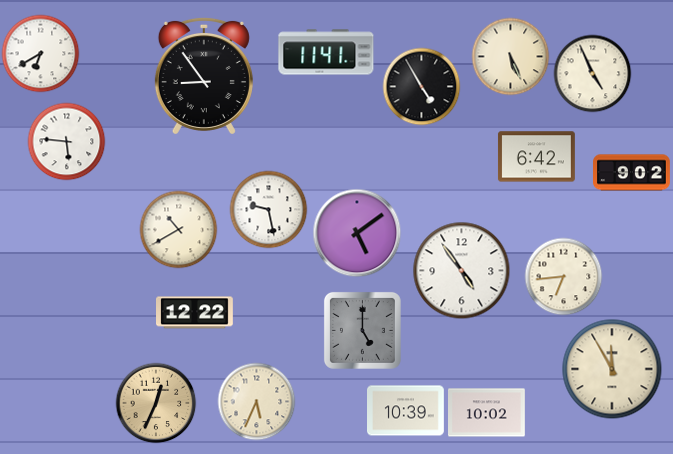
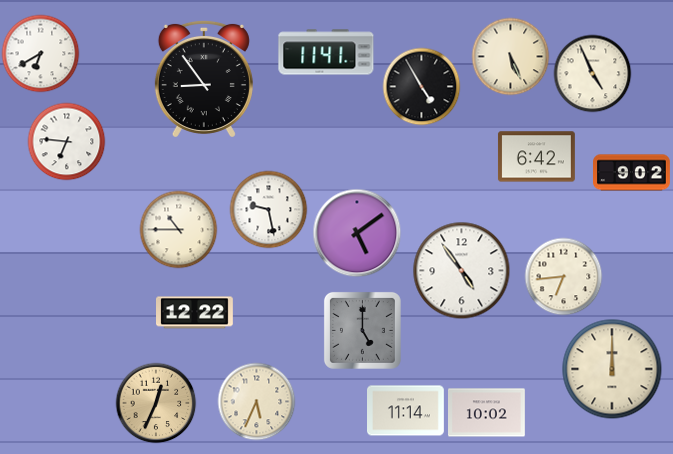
clock at (204, 75) position: (204, 75) -> (204, 78)
clock at (66, 141): 5:46 -> 6:46
clock at (178, 229): 10:40 -> 10:45
clock at (612, 369): 11:55 -> 12:00
clock at (406, 411): 10:39 -> 11:14
